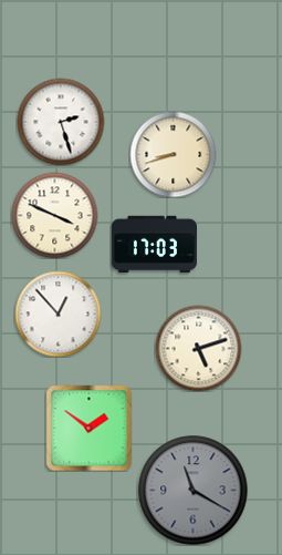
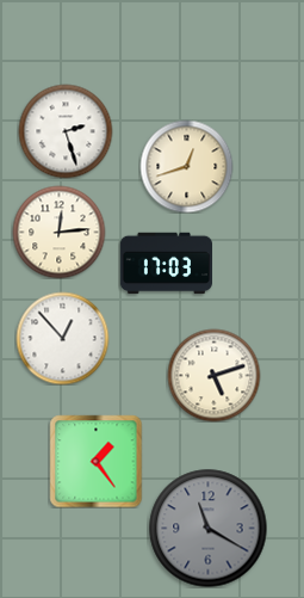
clock at (173, 154): 8:42 -> 12:42
clock at (54, 215): 3:49 -> 12:14
clock at (88, 428): 1:51 -> 1:24
